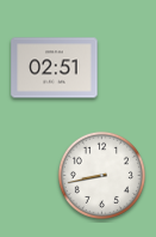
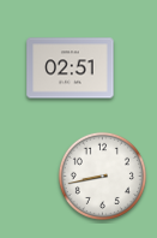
clock at (55, 68) position: (55, 68) -> (71, 69)
